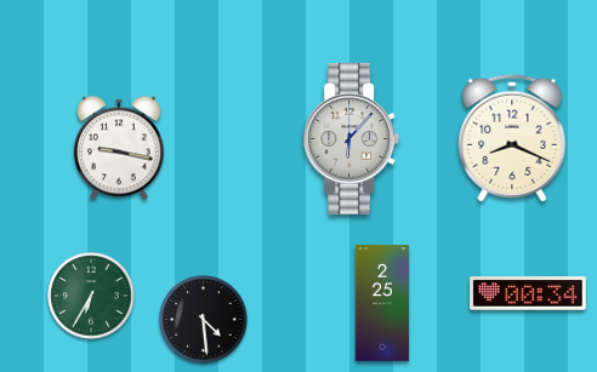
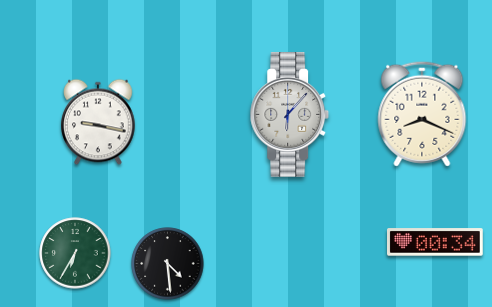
clock at (91, 296) position: (91, 296) -> (75, 253)
clock at (381, 303): 2:25 -> none
